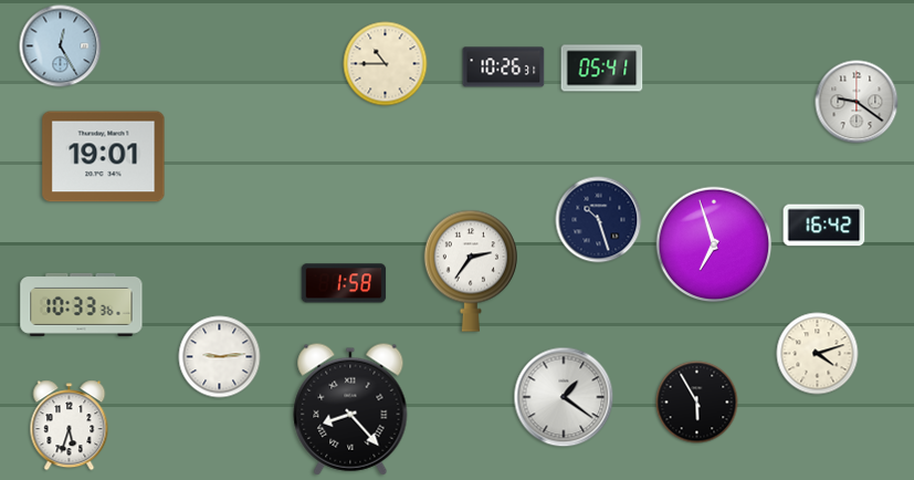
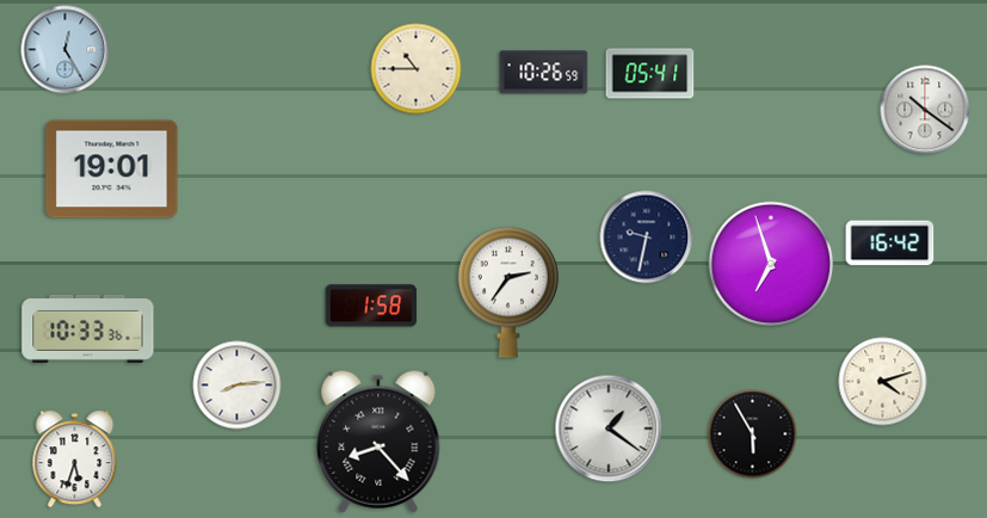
clock at (504, 67): 10:26:31 -> 10:26:59
clock at (857, 102): 9:21 -> 10:21
clock at (599, 220): 10:27 -> 9:32
clock at (220, 357): 9:14 -> 8:14
